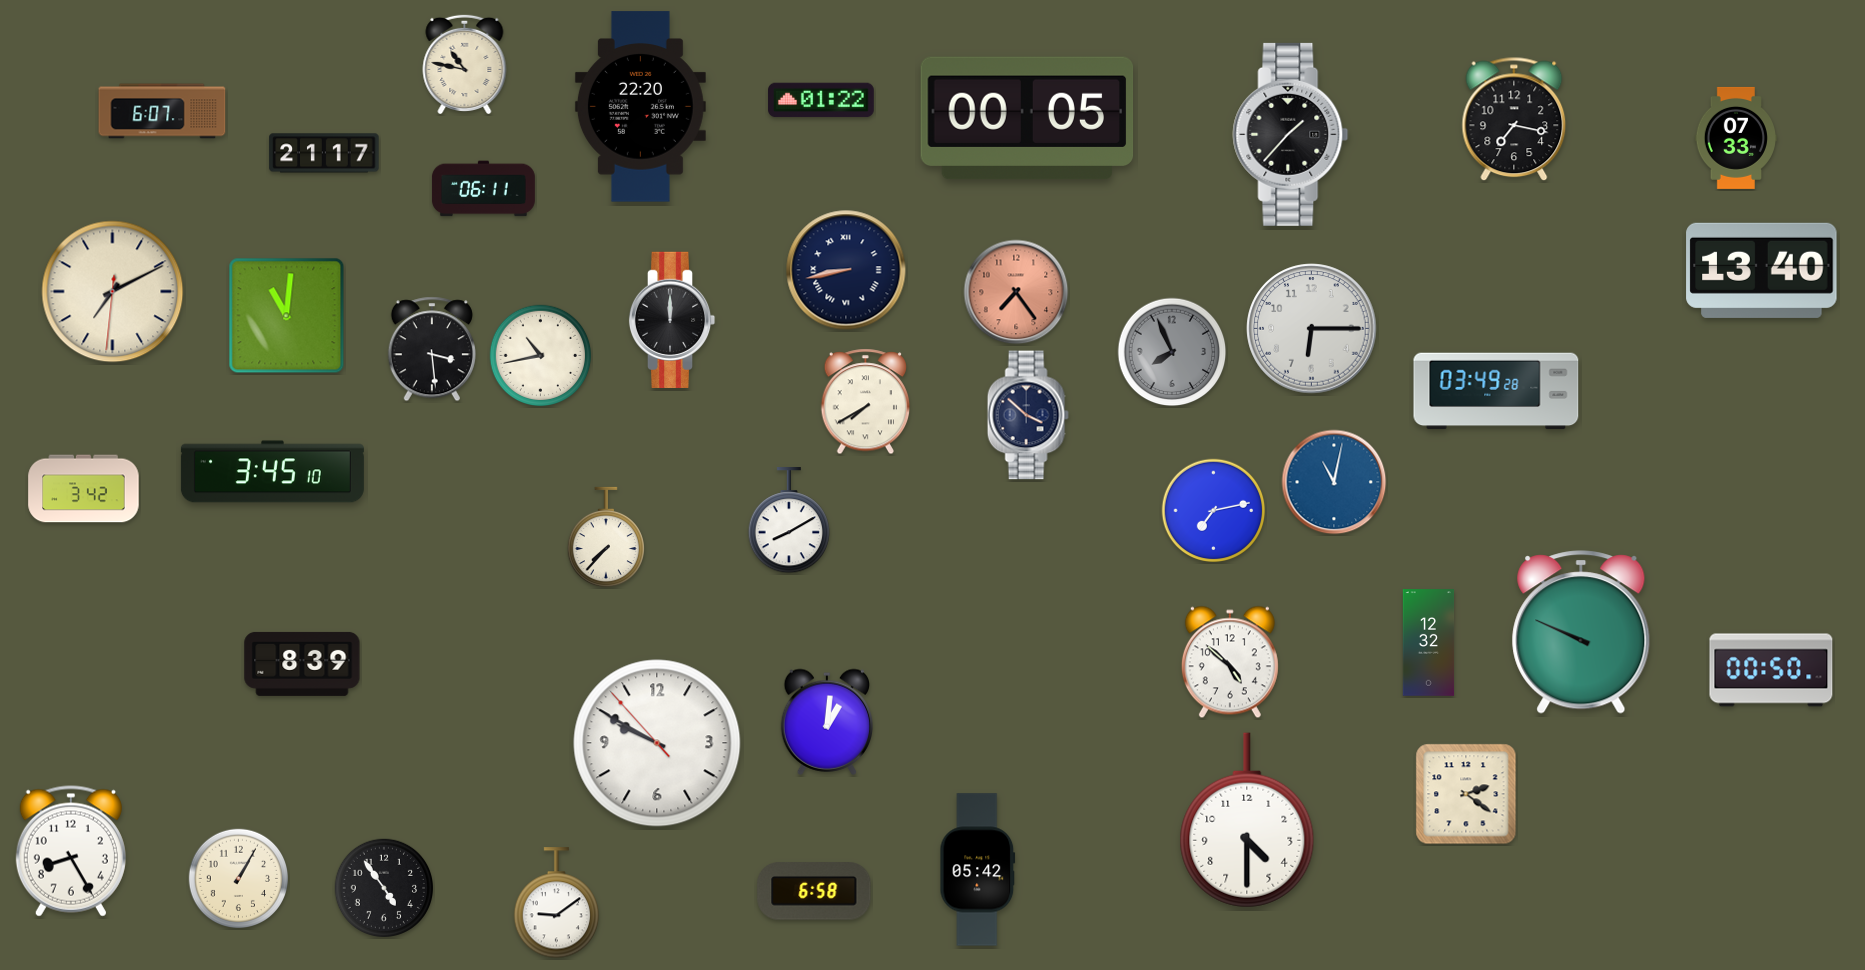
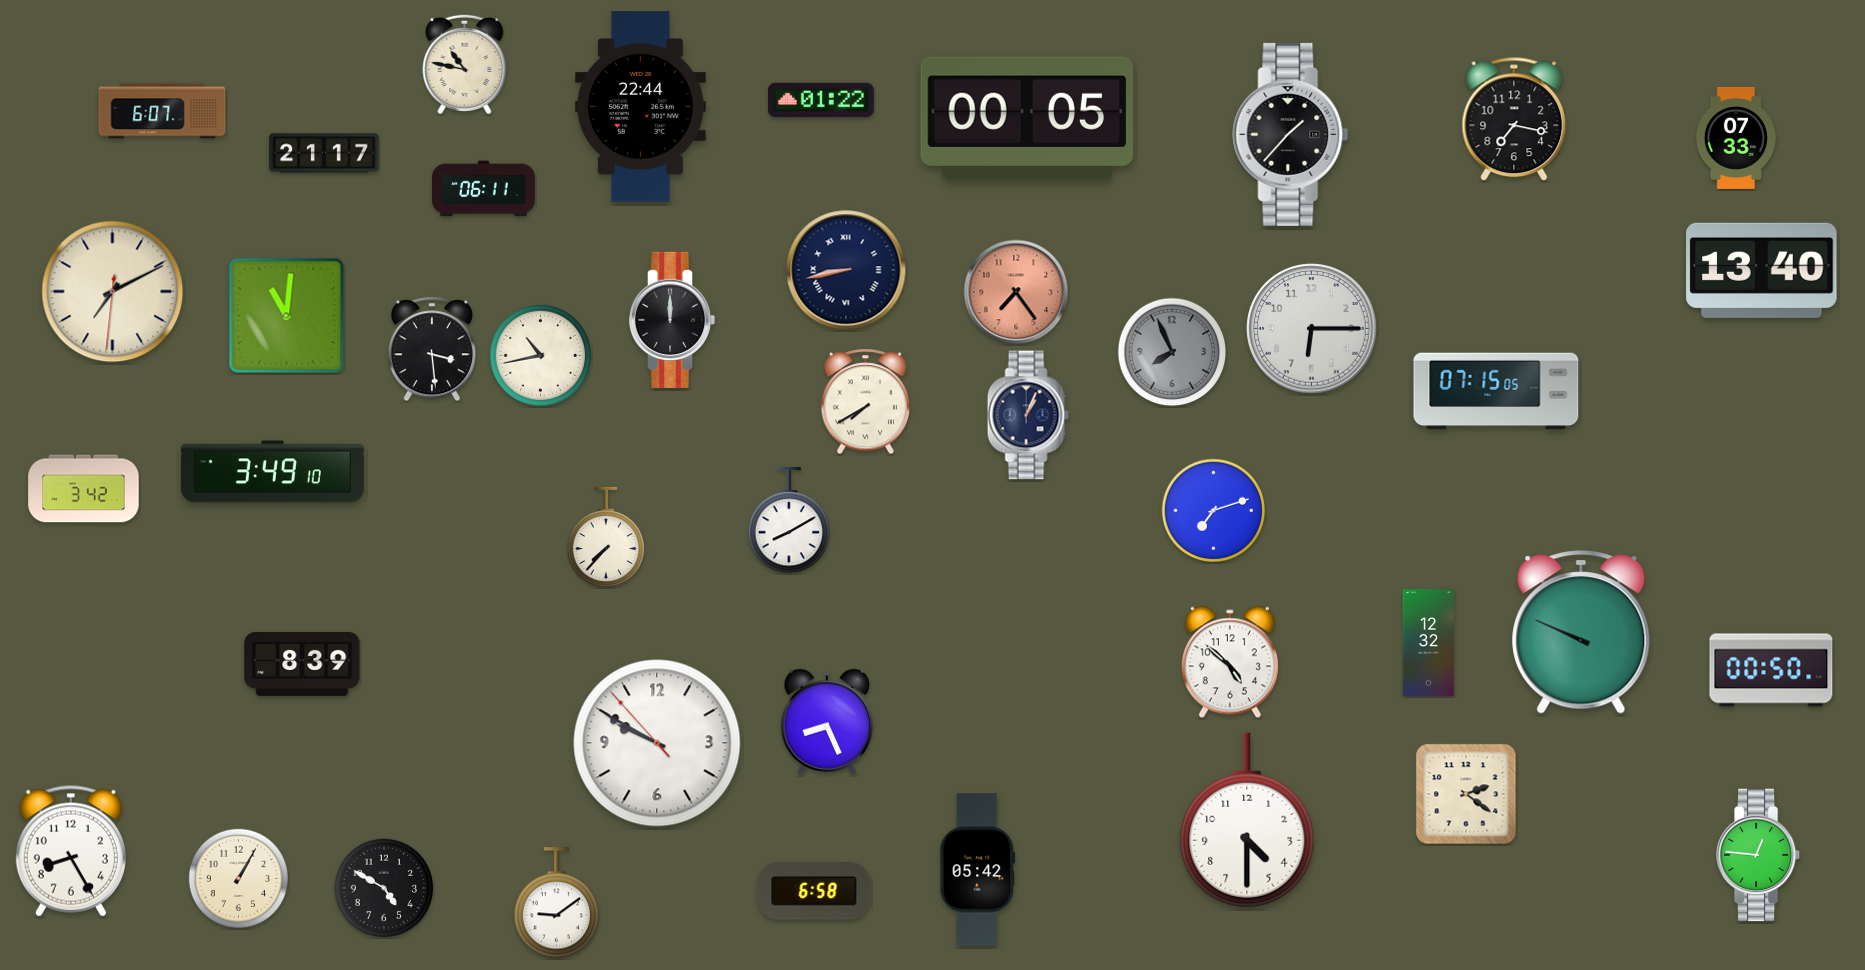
clock at (640, 107): 22:20 -> 22:44
clock at (1496, 391): 03:49 -> 07:15
clock at (1028, 415): 3:52 -> 1:04
clock at (272, 472): 3:45 -> 3:49
clock at (1334, 482): 11:02 -> none
clock at (1214, 511): 7:13 -> 7:12
clock at (827, 722): 1:01 -> 8:26
clock at (1758, 855): none -> 12:46
clock at (383, 887): 4:54 -> 4:50
